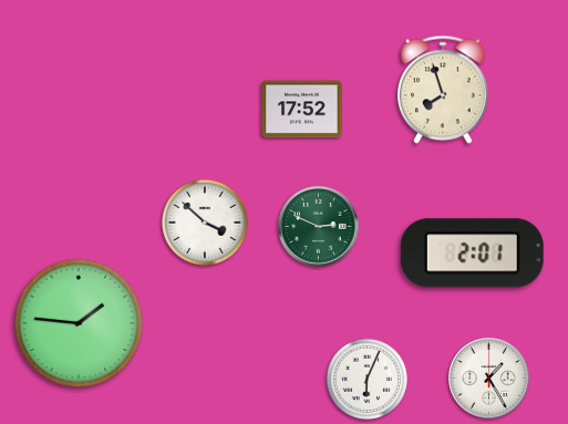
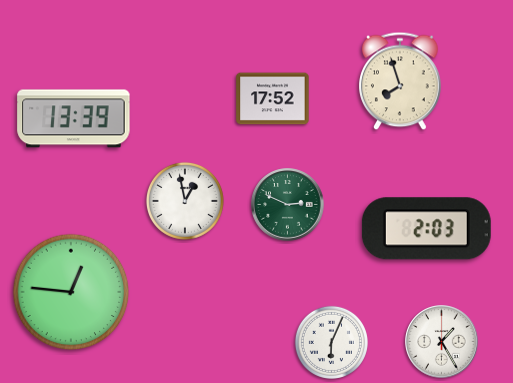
clock at (74, 119): none -> 13:39
clock at (205, 223): 3:52 -> 12:58
clock at (472, 254): 2:01 -> 2:03
clock at (79, 323): 1:46 -> 12:46
